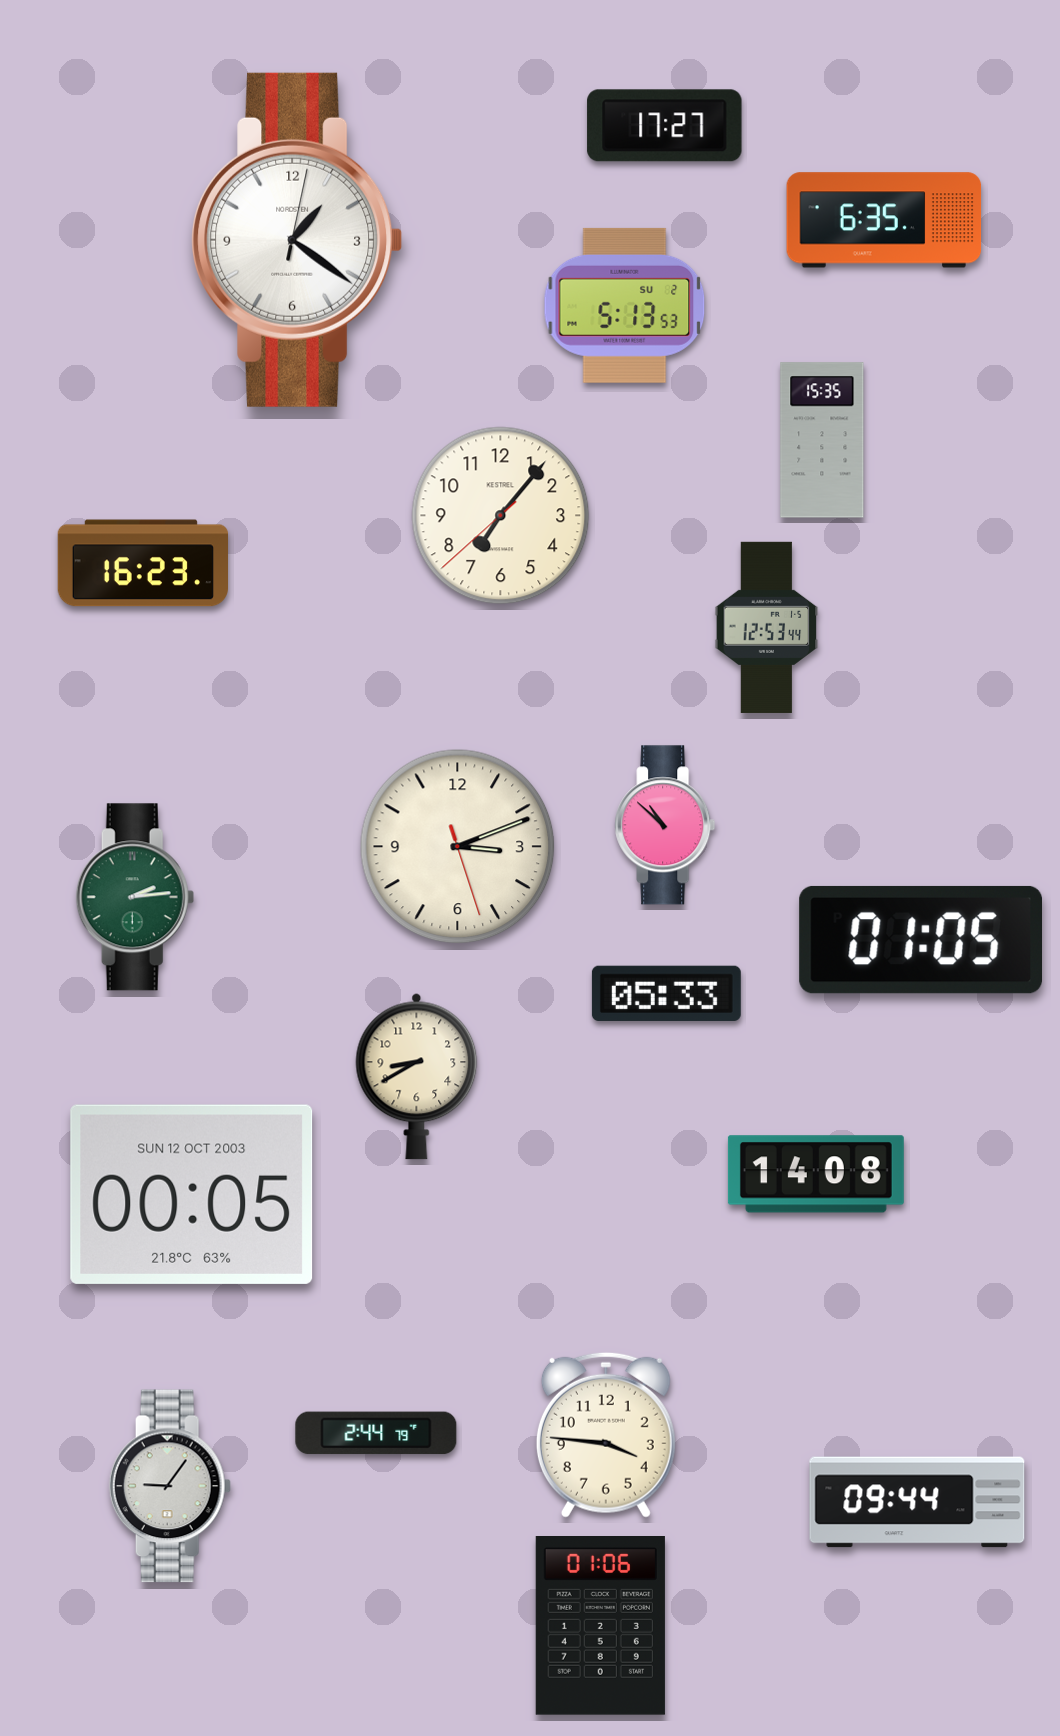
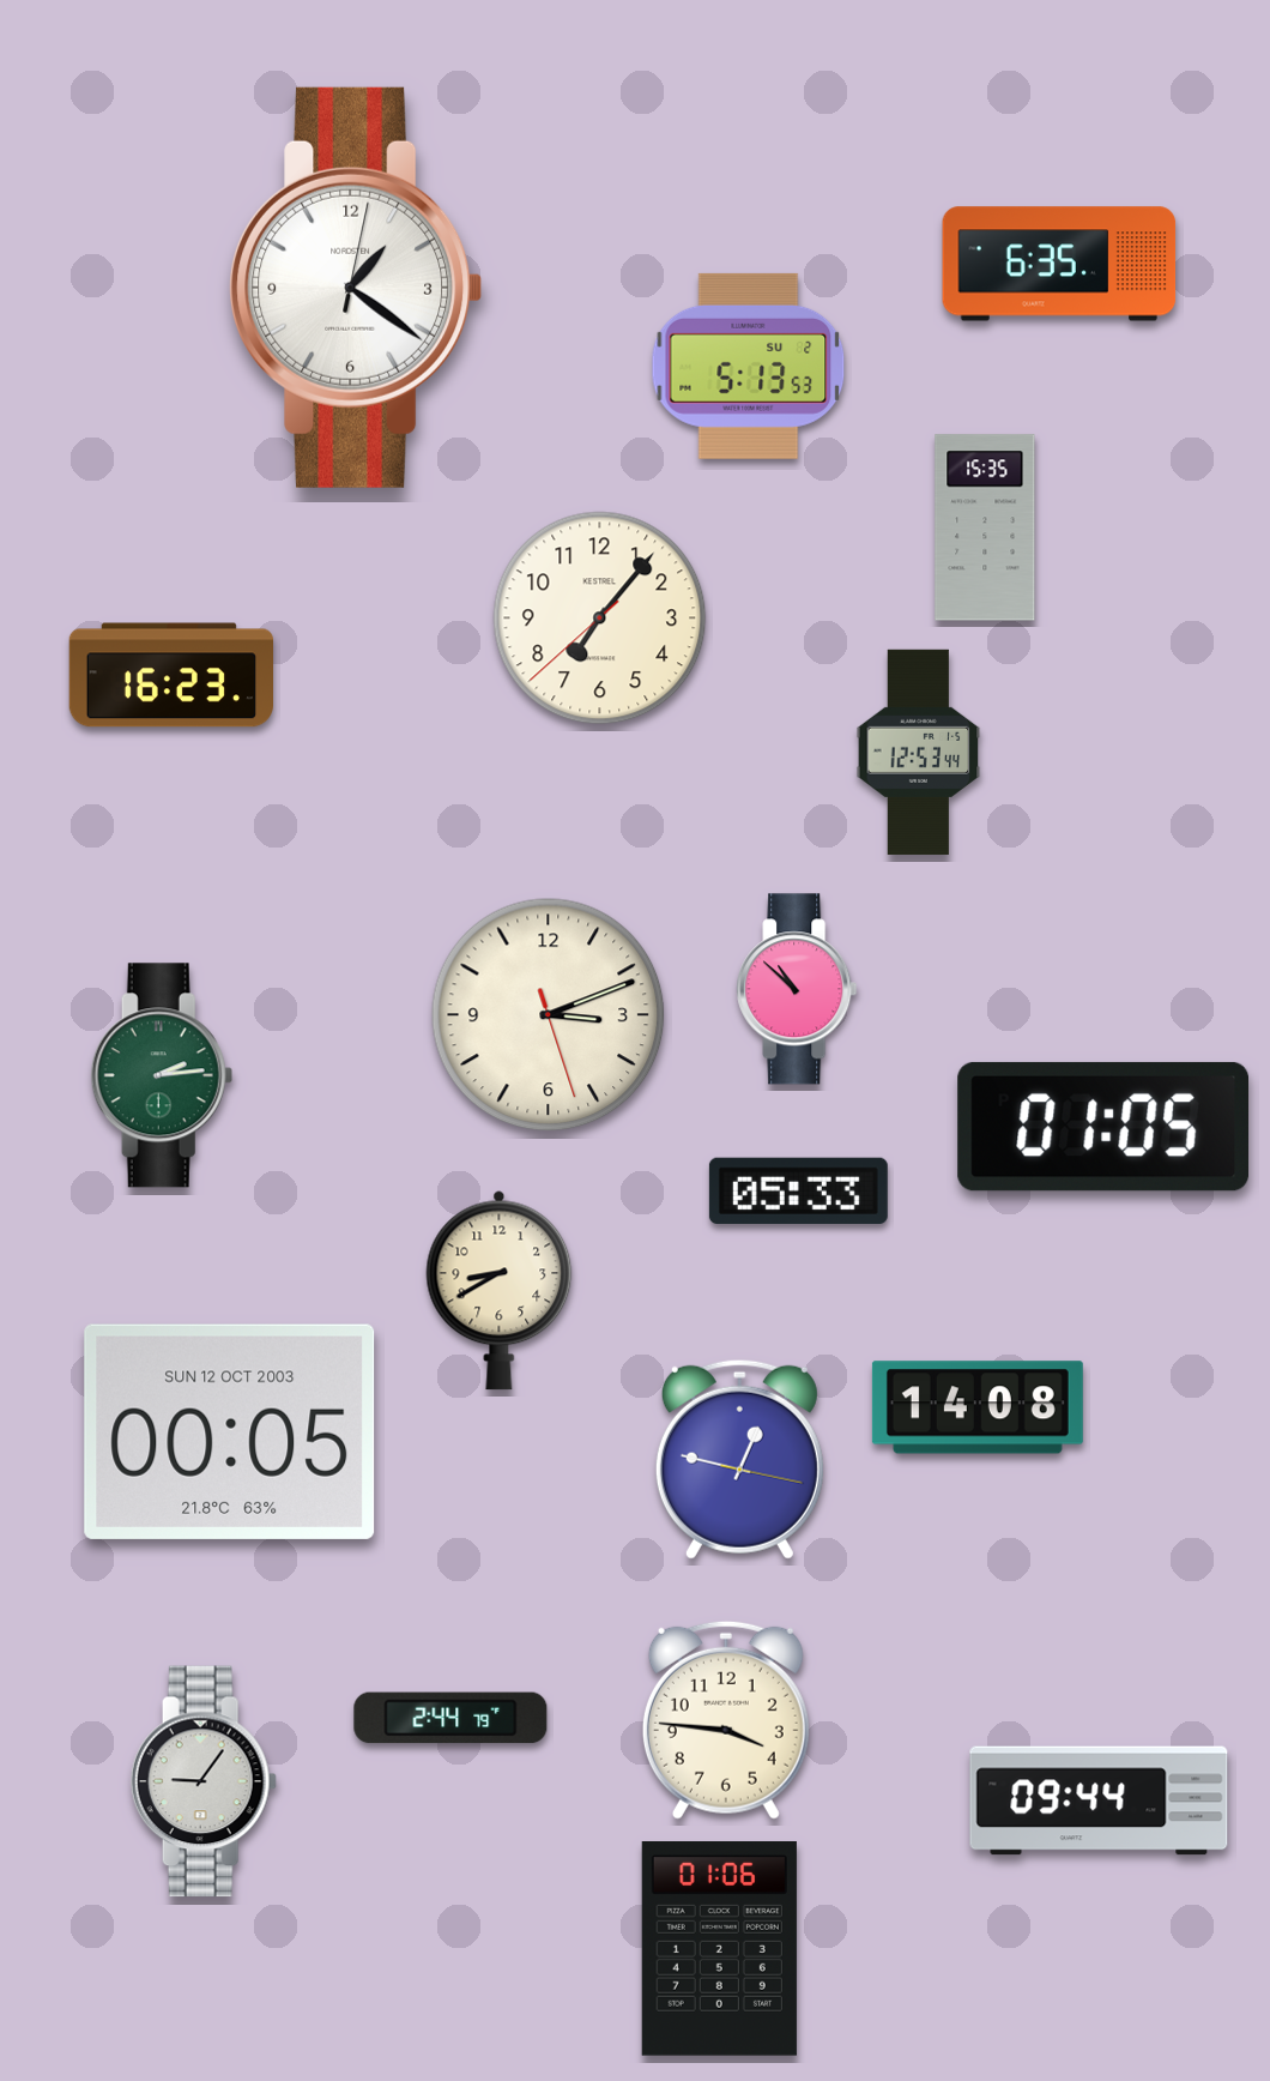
clock at (665, 126): 17:27 -> none
clock at (739, 1459): none -> 12:47
